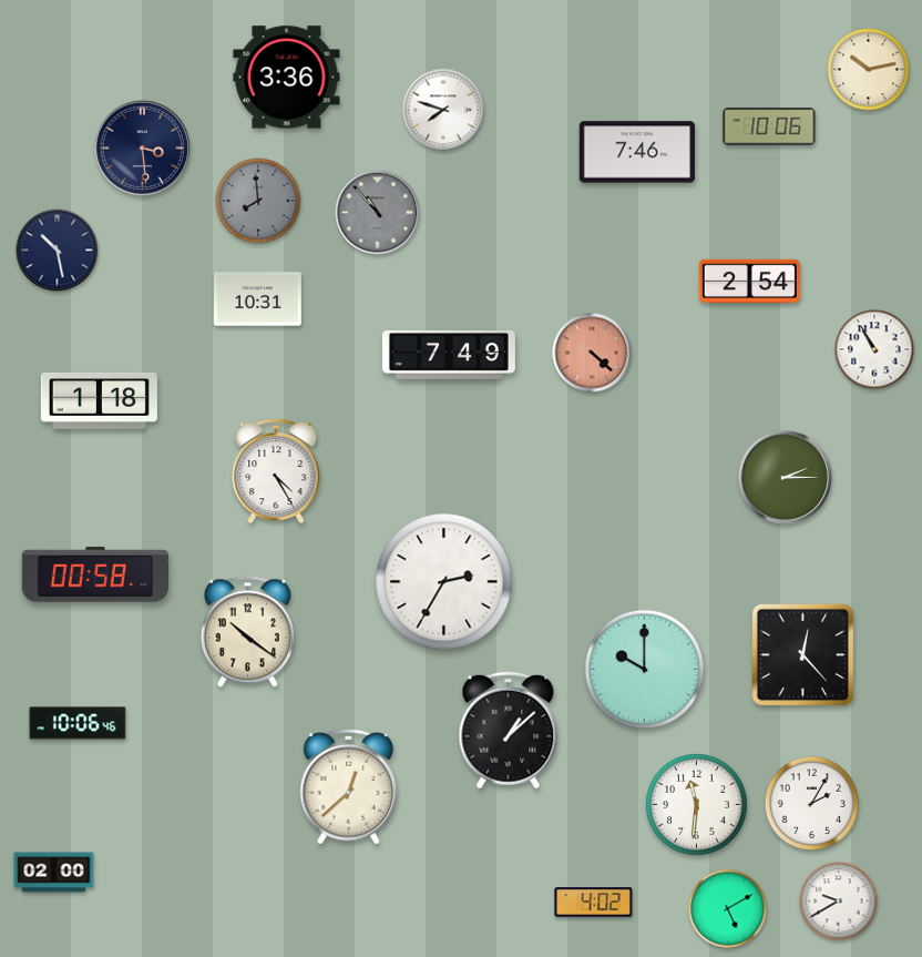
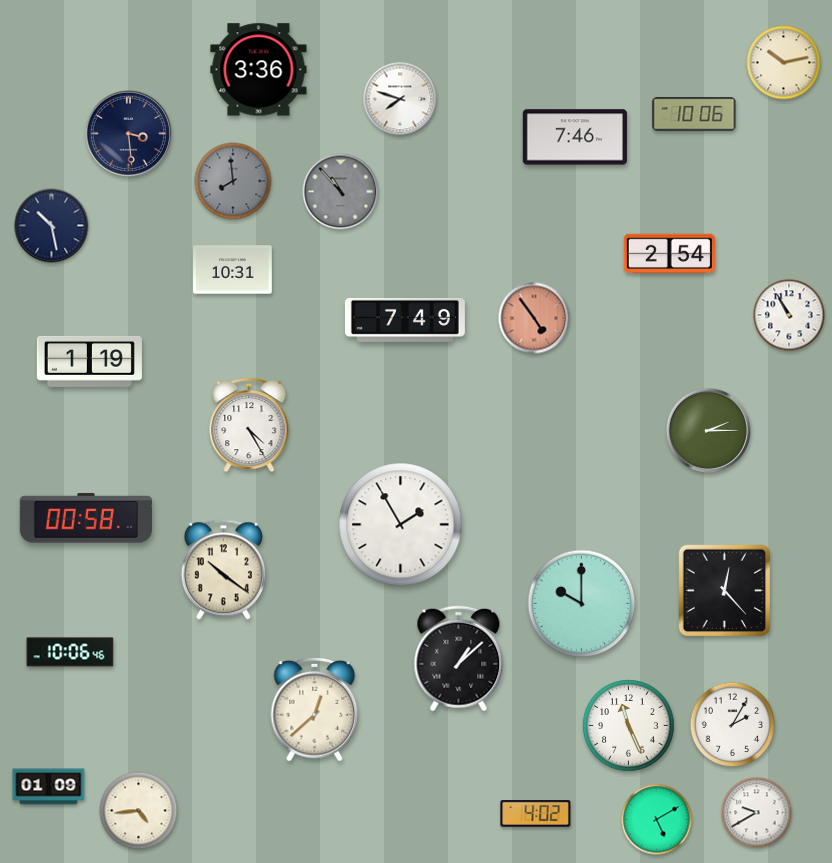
clock at (749, 281) position: (749, 281) -> (669, 253)
clock at (592, 353): 4:22 -> 4:54
clock at (99, 400): 1:18 -> 1:19
clock at (444, 582): 2:35 -> 1:55
clock at (697, 805): 11:31 -> 11:26
clock at (54, 873): 02:00 -> 01:09
clock at (139, 811): none -> 4:44
